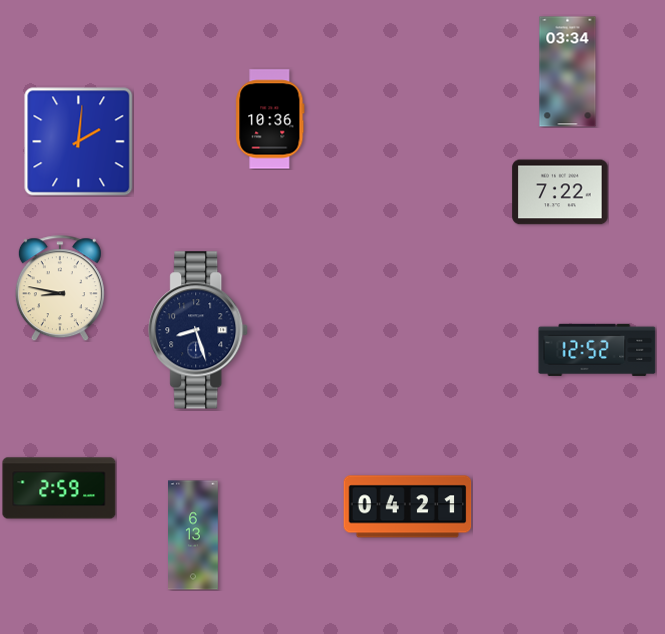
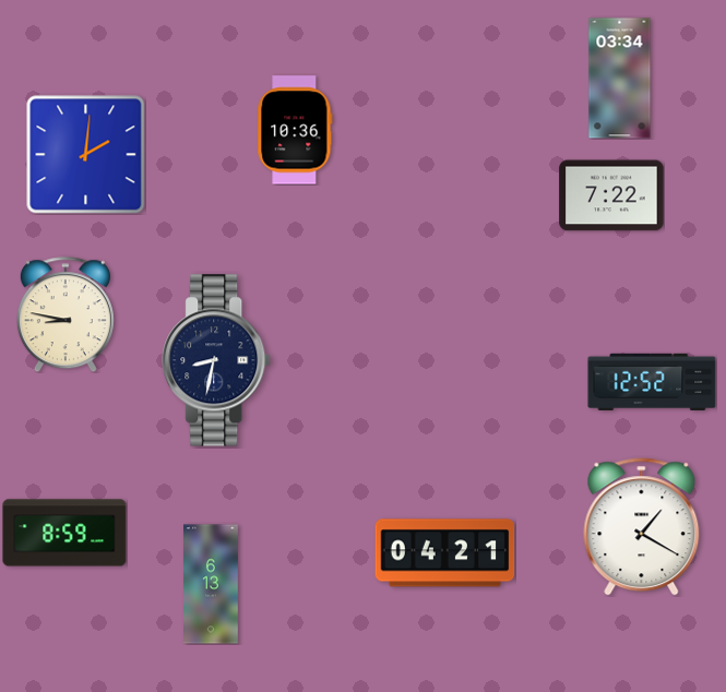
clock at (560, 192) position: (560, 192) -> (611, 195)
clock at (199, 330): 8:27 -> 8:32
clock at (642, 527): none -> 1:20
clock at (59, 488): 2:59 -> 8:59
